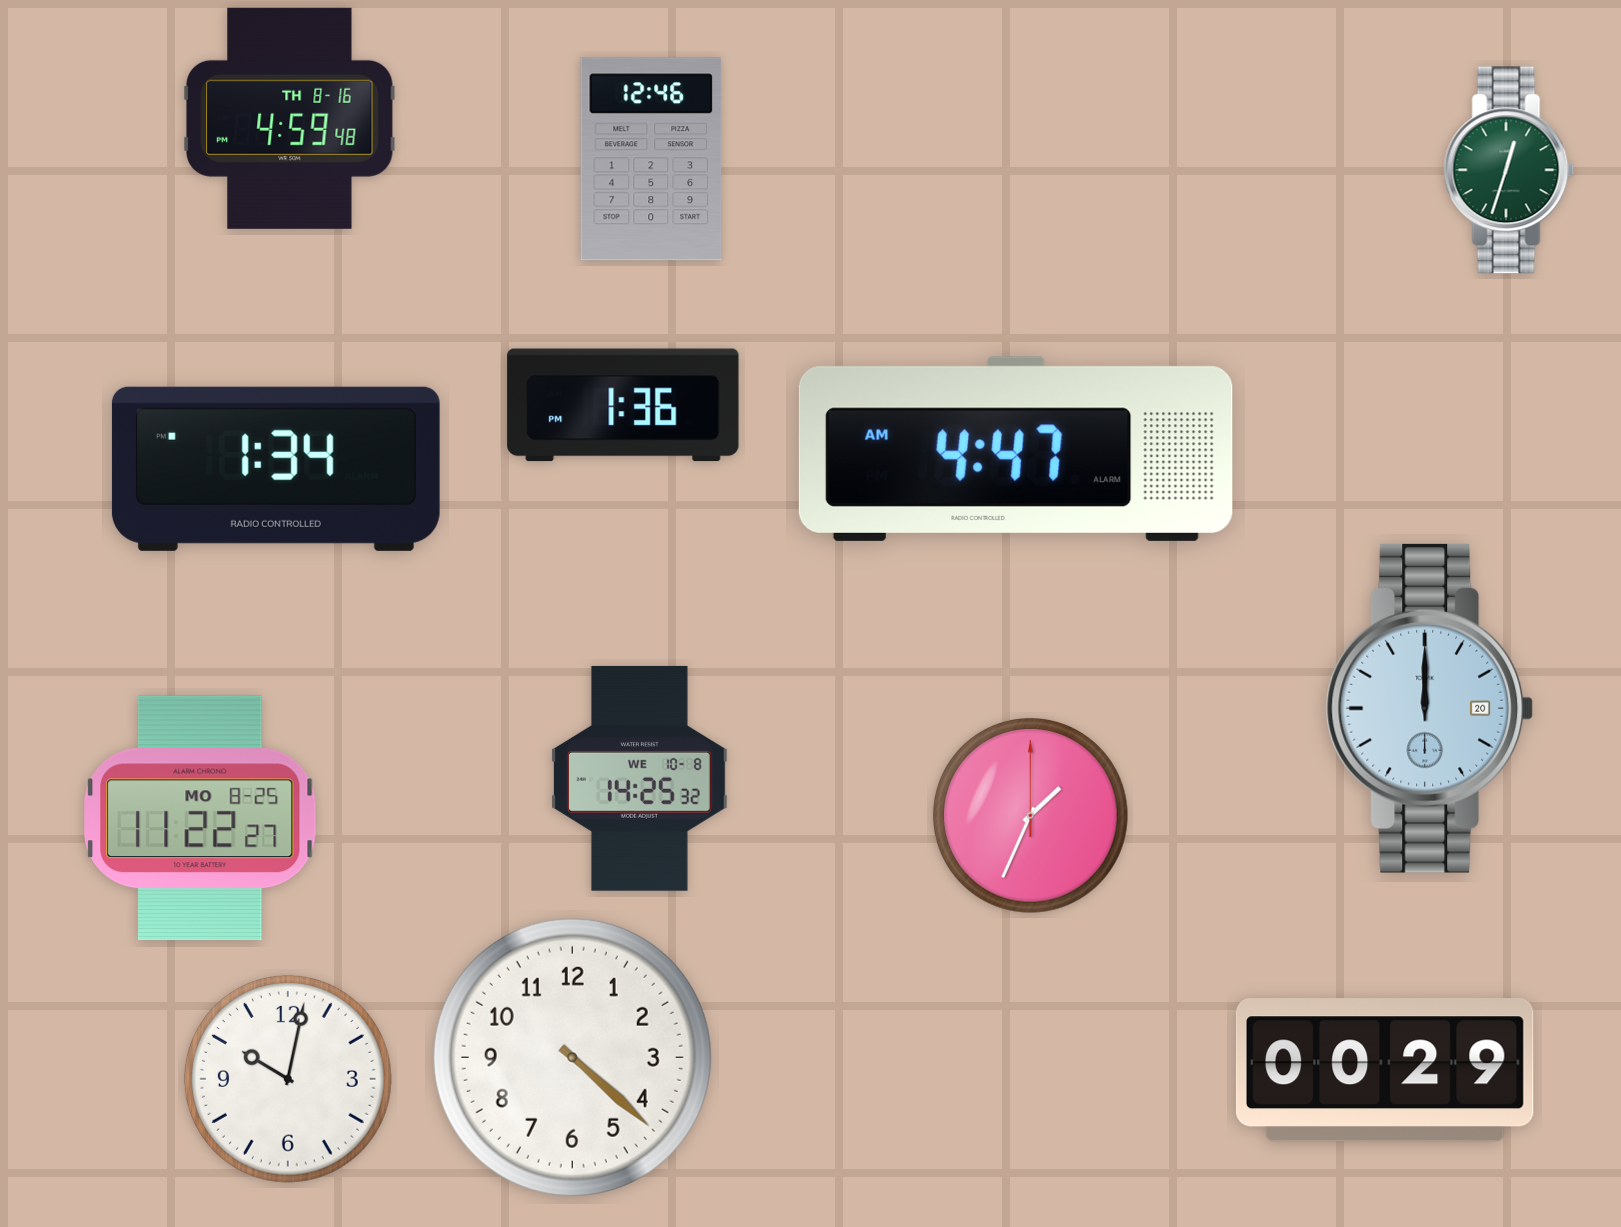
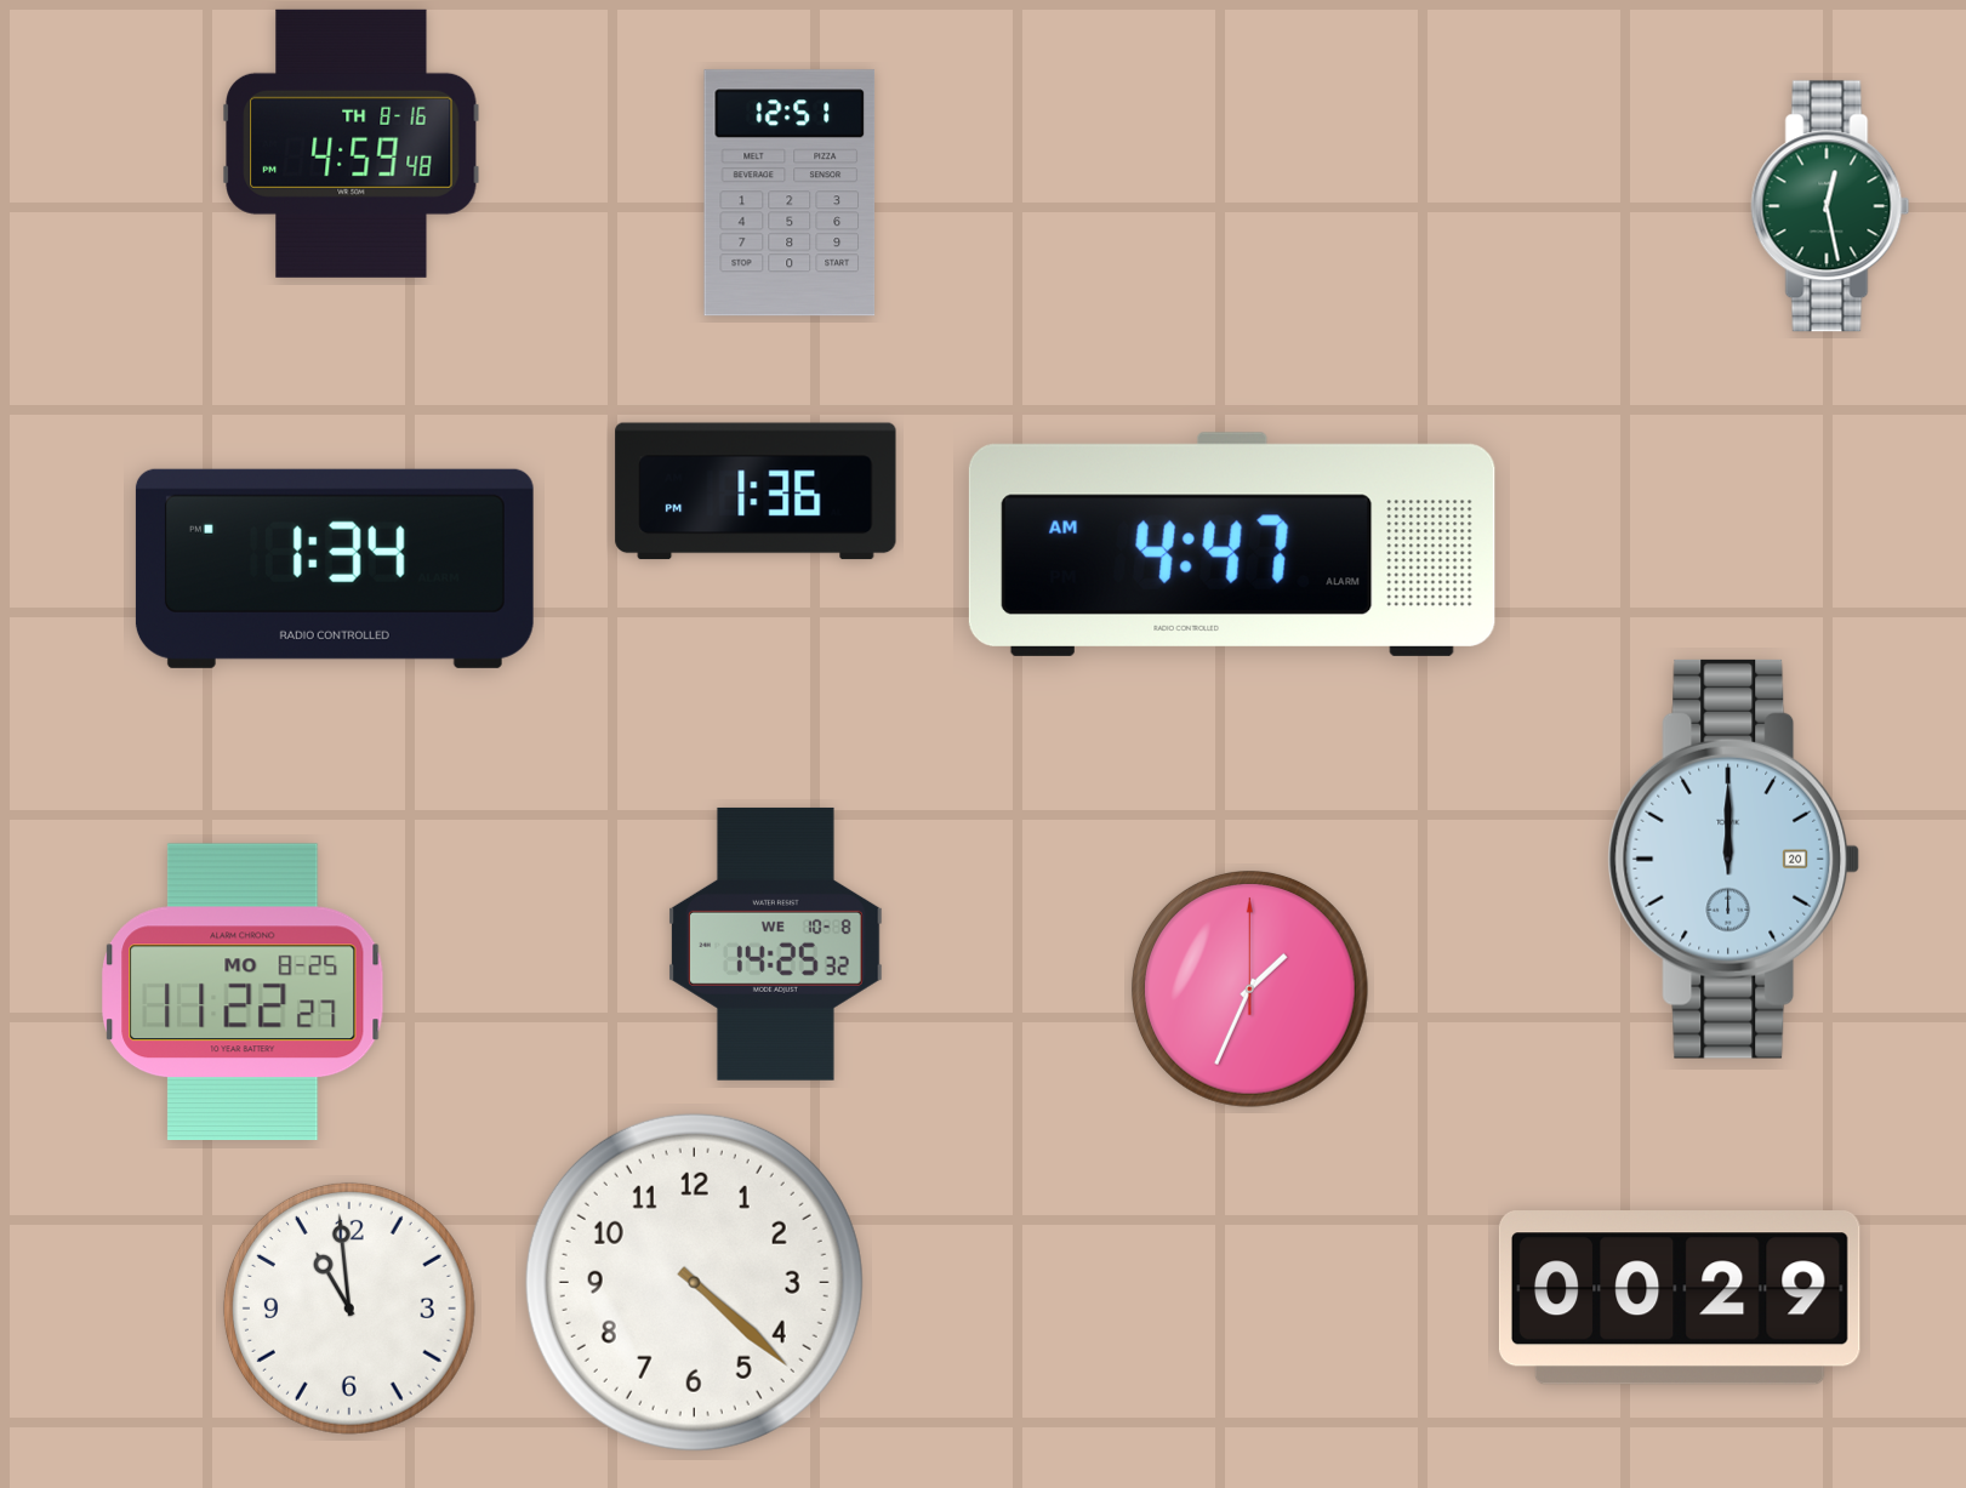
clock at (651, 159): 12:46 -> 12:51
clock at (1509, 170): 12:33 -> 12:28
clock at (288, 1079): 10:02 -> 10:59
